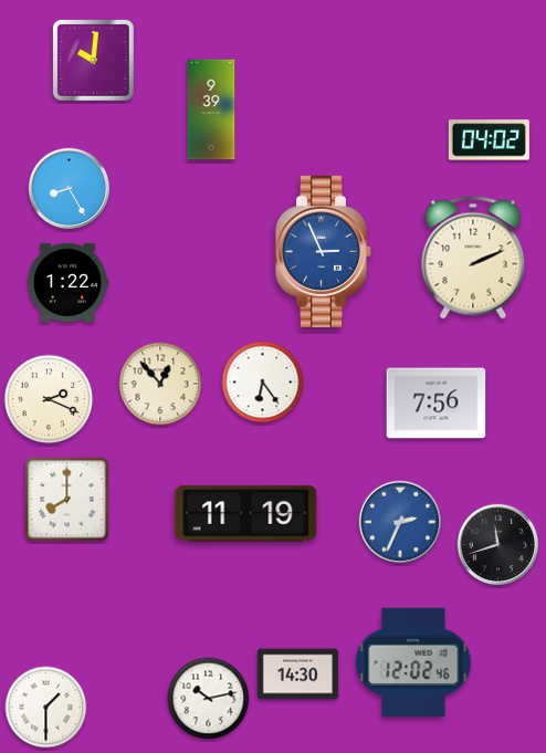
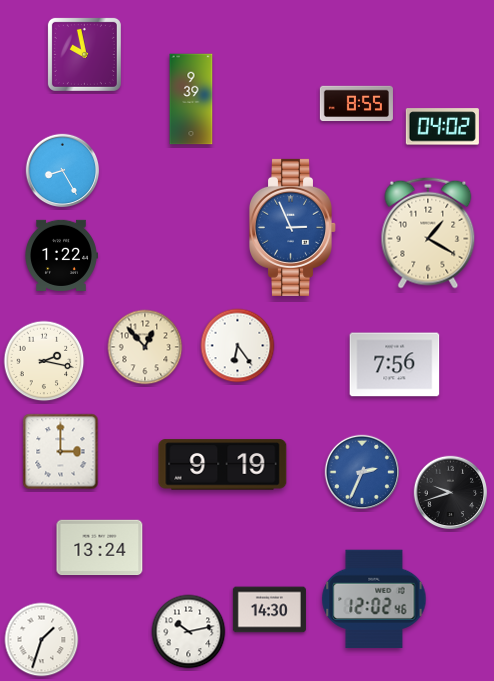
clock at (93, 60): 10:01 -> 9:58
clock at (356, 104): none -> 8:55
clock at (473, 258): 2:11 -> 1:20
clock at (49, 399): 2:19 -> 2:17
clock at (67, 500): 8:00 -> 3:00
clock at (246, 514): 11:19 -> 9:19
clock at (498, 545): 11:42 -> 9:42
clock at (100, 548): none -> 13:24
clock at (46, 708): 1:30 -> 1:33
